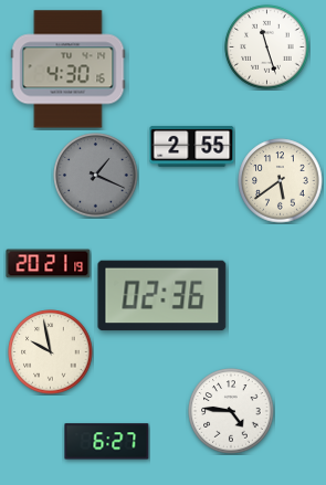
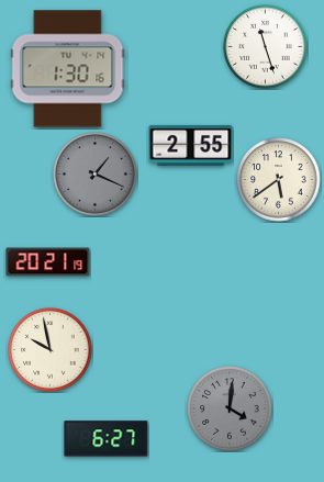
clock at (69, 70): 4:30 -> 1:30
clock at (162, 296): 02:36 -> none
clock at (231, 411): 4:46 -> 4:01
clock at (231, 411) dial: white -> grey
